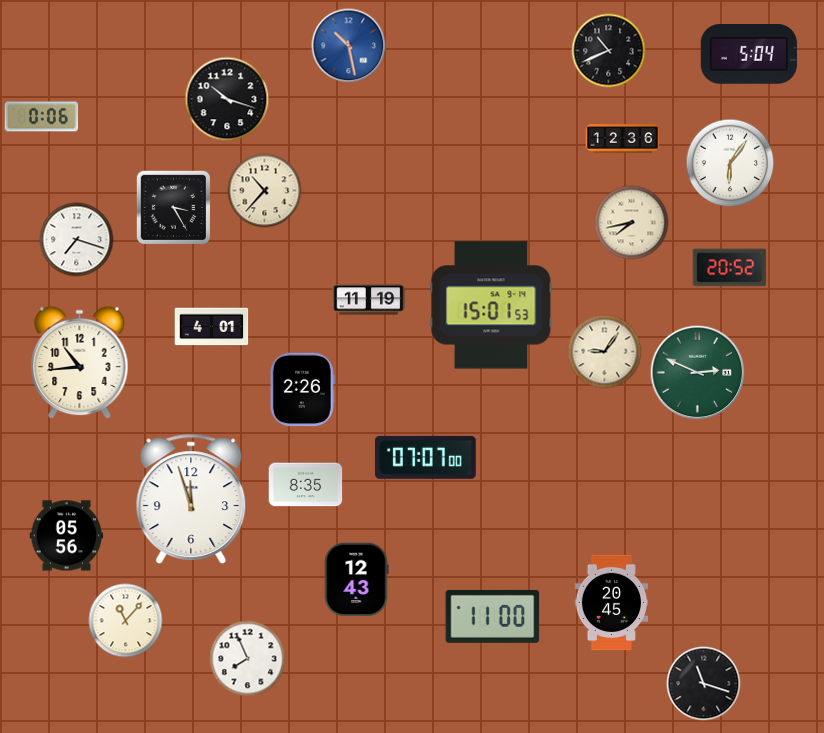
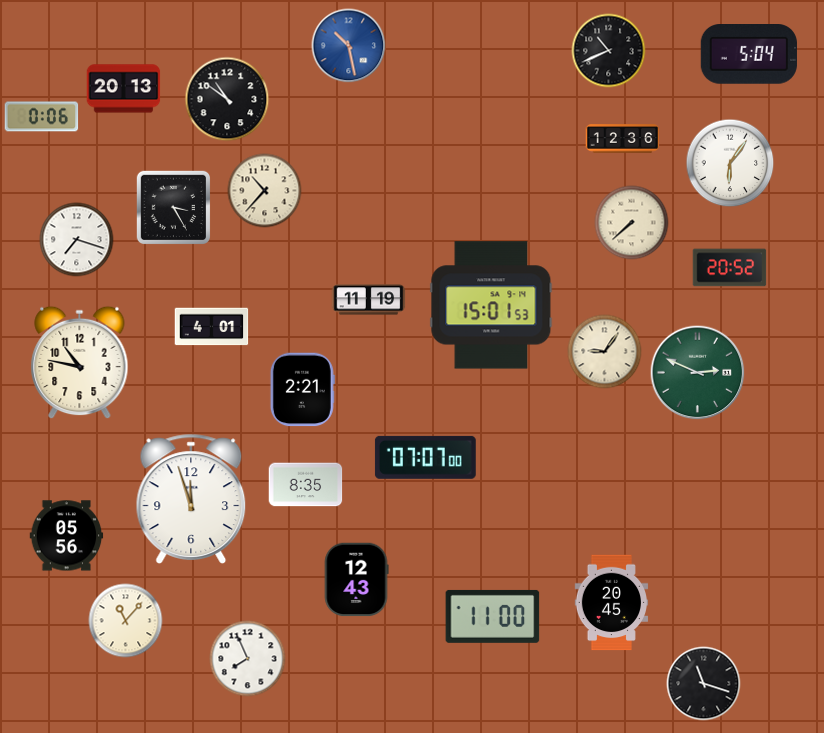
clock at (124, 89): none -> 20:13
clock at (227, 99): 10:18 -> 10:51
clock at (632, 223): 7:43 -> 7:38
clock at (80, 363): 10:44 -> 10:47
clock at (302, 390): 2:26 -> 2:21
